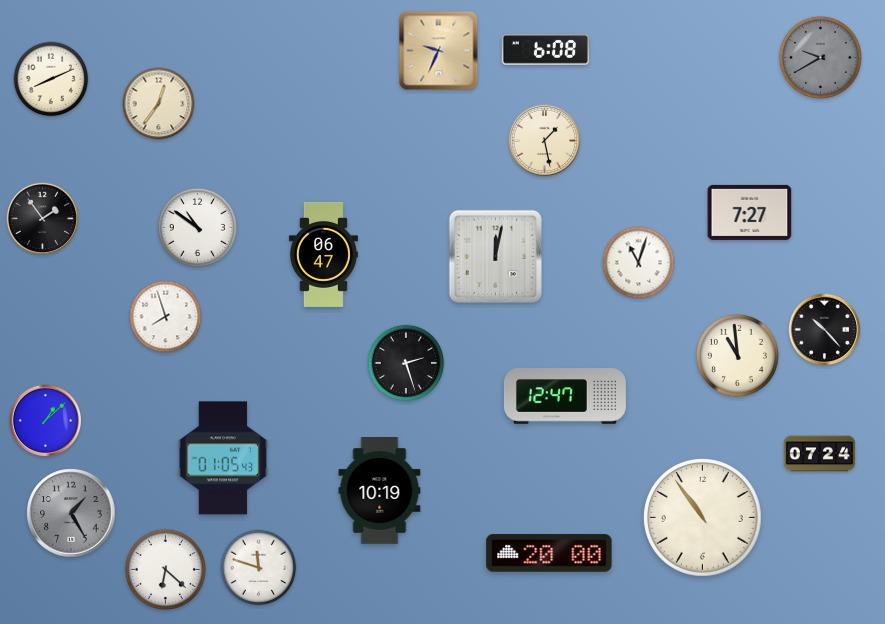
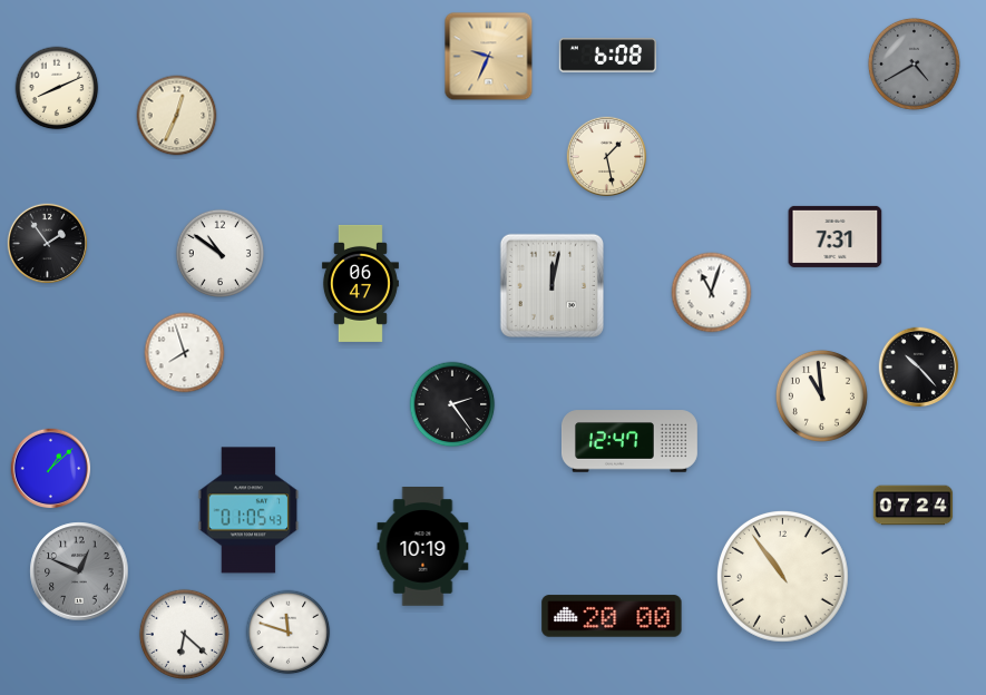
clock at (820, 57): 9:40 -> 4:40
clock at (159, 104): 12:36 -> 12:34
clock at (750, 212): 7:27 -> 7:31
clock at (406, 363): 2:27 -> 2:24
clock at (71, 513): 1:25 -> 12:49
